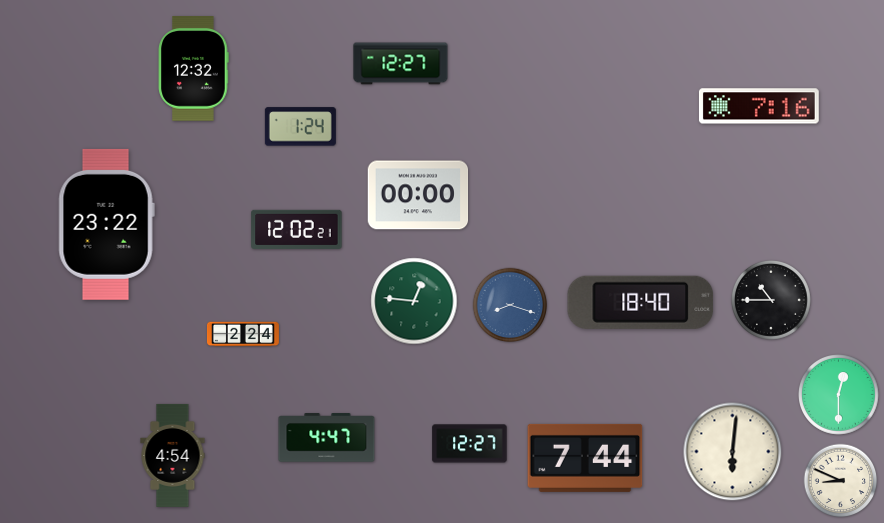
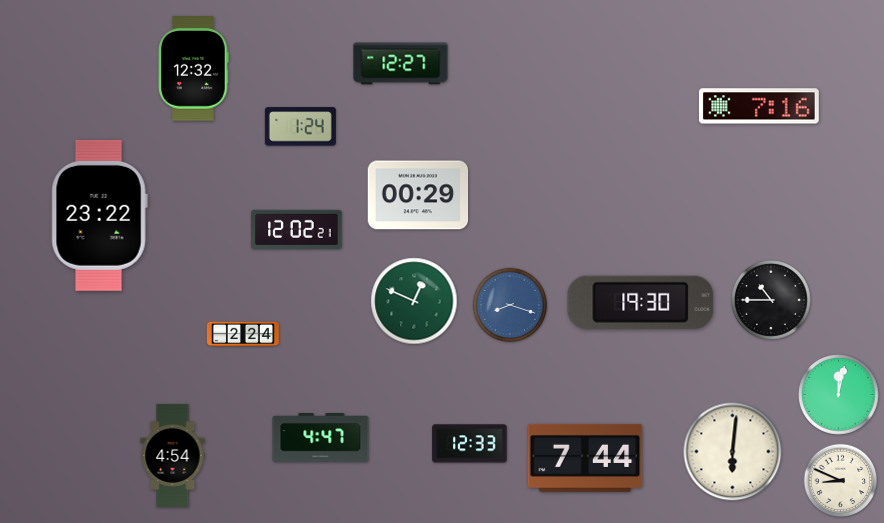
clock at (418, 195): 00:00 -> 00:29
clock at (106, 224) position: (106, 224) -> (99, 215)
clock at (414, 301): 12:46 -> 12:49
clock at (641, 302): 18:40 -> 19:30
clock at (839, 395): 12:30 -> 12:02
clock at (327, 438) position: (327, 438) -> (321, 438)
clock at (470, 444): 12:27 -> 12:33
